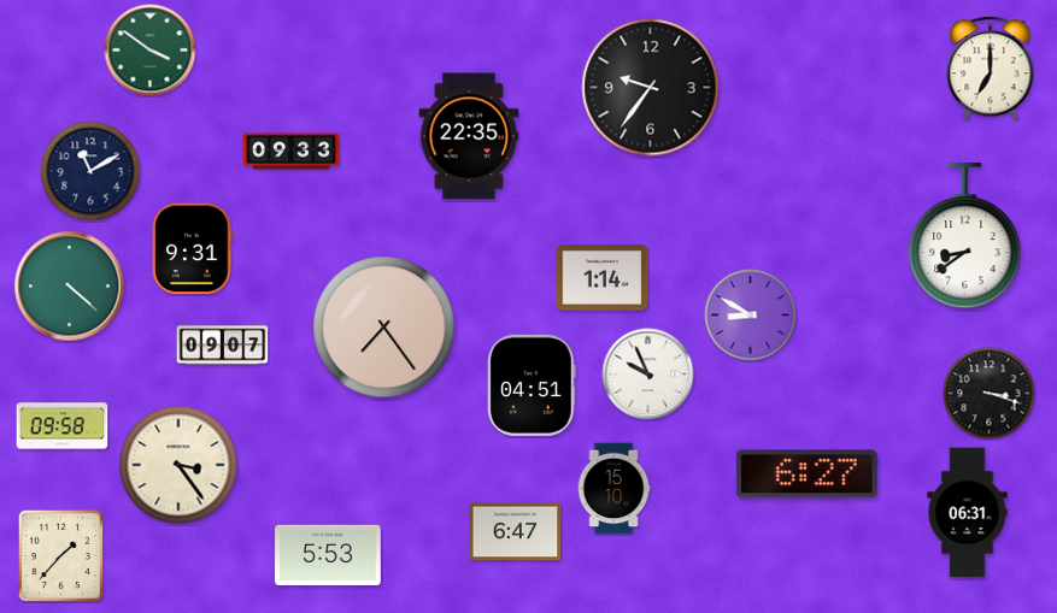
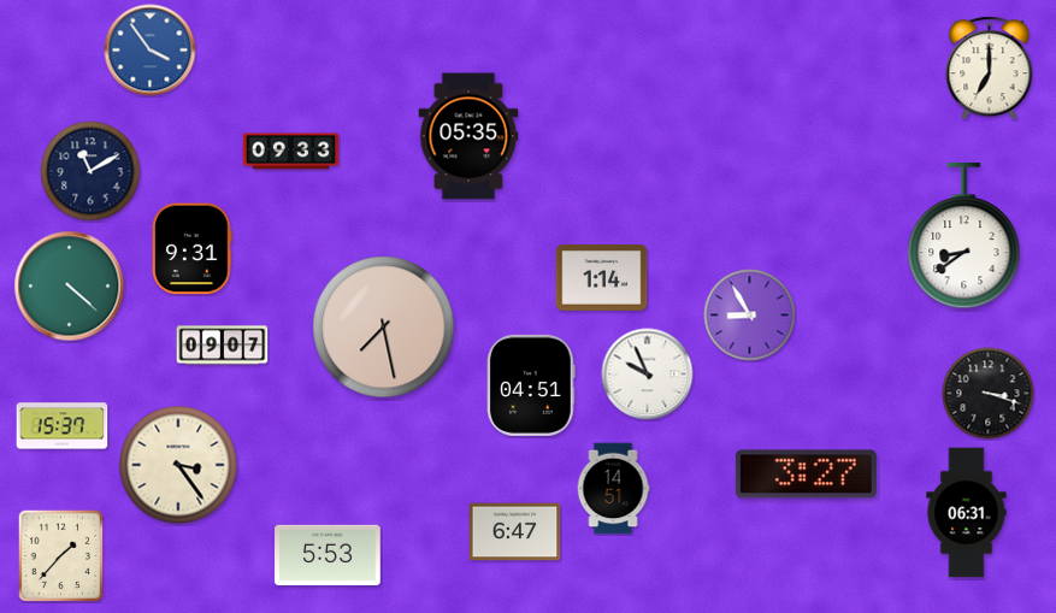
clock at (151, 51): 3:51 -> 3:54
clock at (151, 51) dial: green -> blue
clock at (651, 88): 9:36 -> none
clock at (469, 136): 22:35 -> 05:35
clock at (751, 316): 8:50 -> 8:55
clock at (384, 328): 7:24 -> 7:28
clock at (63, 426): 09:58 -> 15:37
clock at (806, 475): 6:27 -> 3:27
clock at (613, 489): 15:10 -> 14:51
